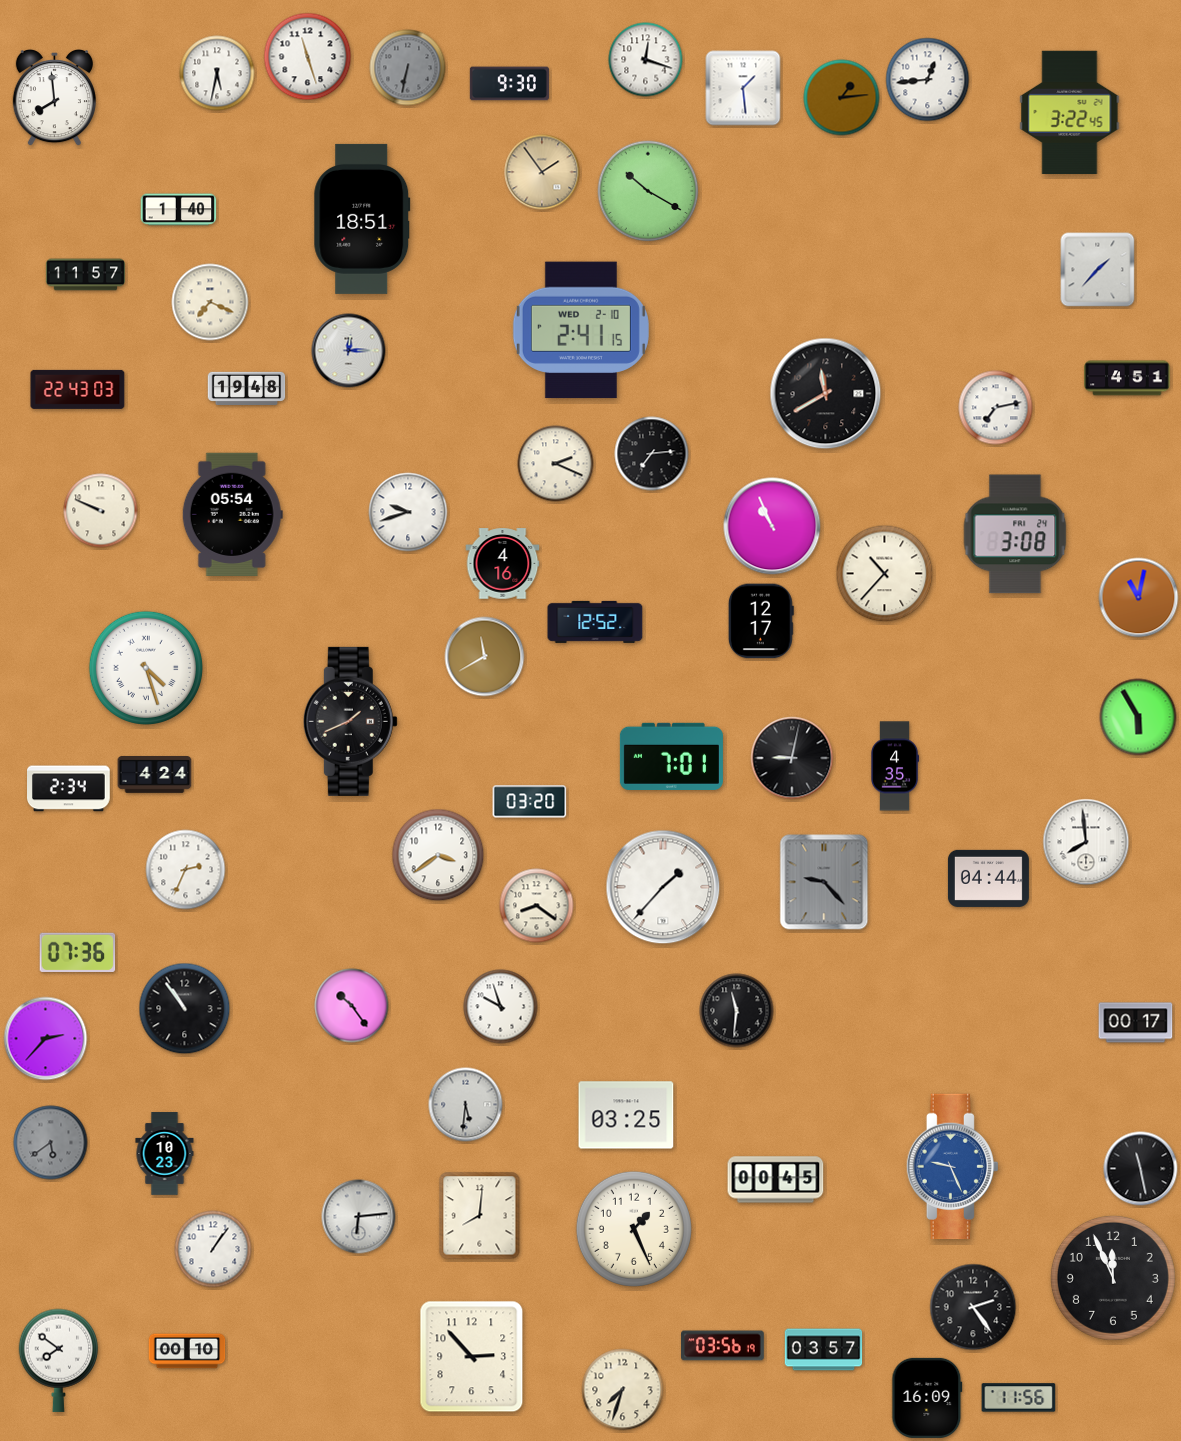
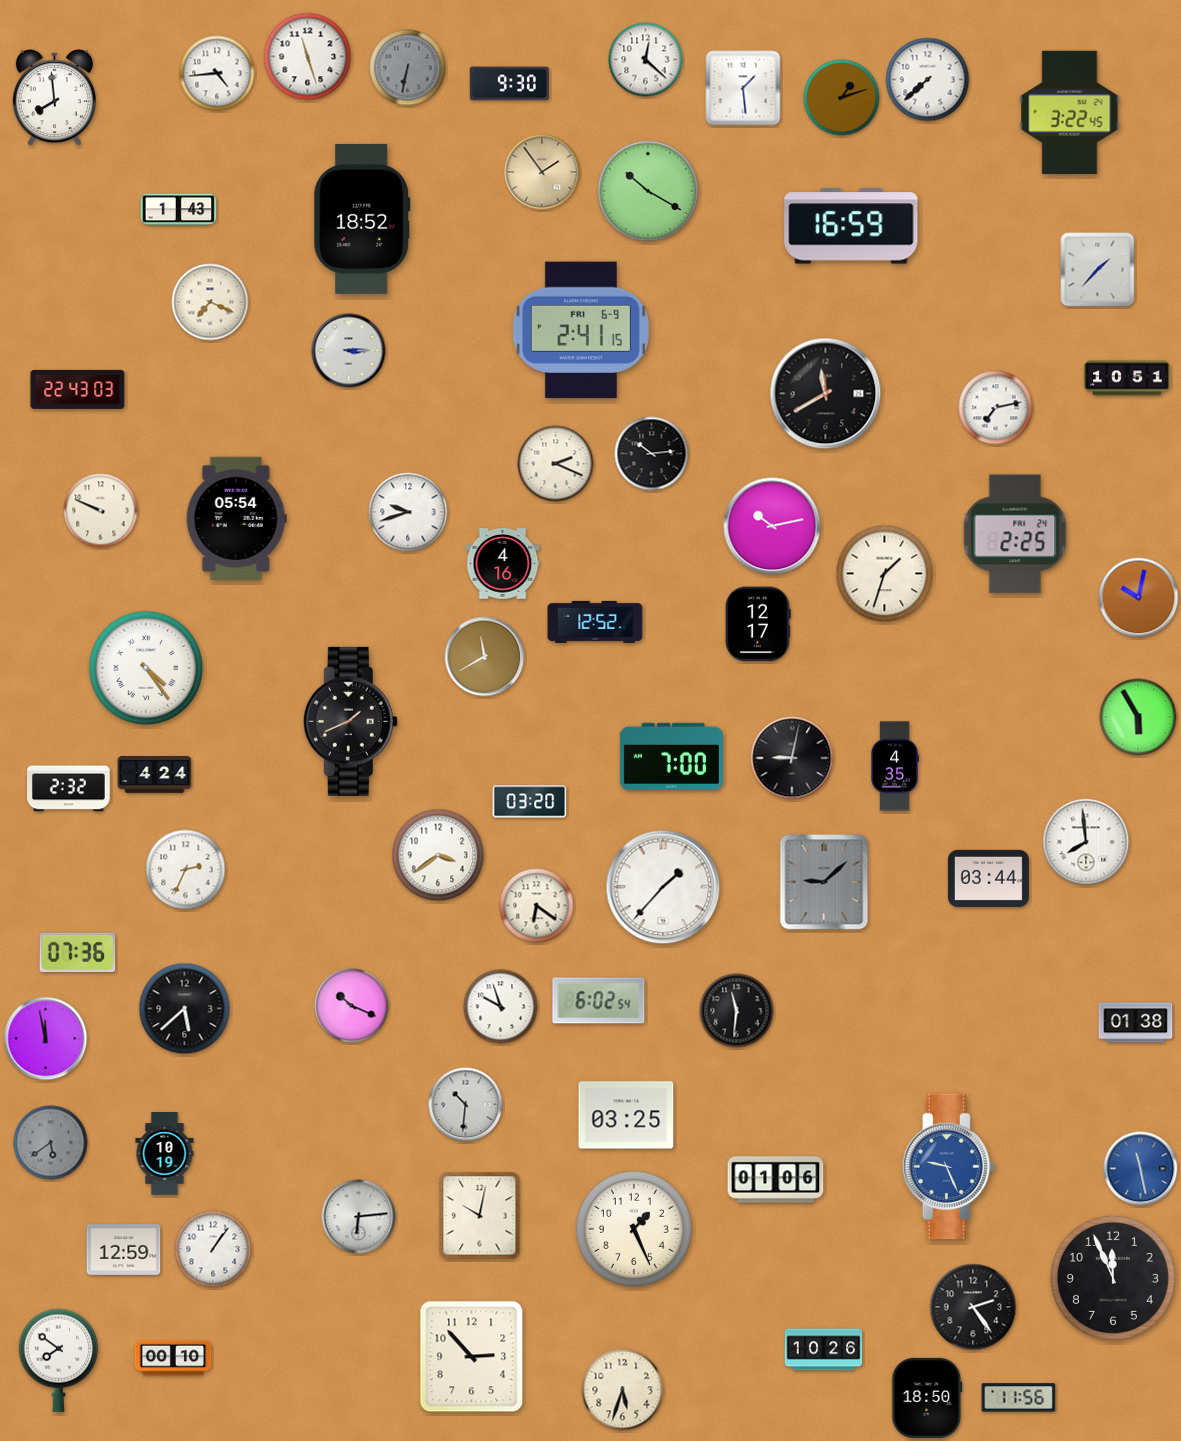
clock at (646, 60): 12:18 -> 12:22
clock at (217, 73): 5:32 -> 4:44
clock at (928, 80): 12:44 -> 7:38
clock at (842, 98): 1:14 -> 1:12
clock at (179, 210): 1:40 -> 1:43
clock at (362, 219): 18:51 -> 18:52
clock at (851, 226): none -> 16:59
clock at (85, 275): 11:57 -> none
clock at (581, 330) date: WED 2-10 -> FRI 6-9
clock at (349, 351): 12:15 -> 3:15
clock at (1127, 378): 4:51 -> 10:51
clock at (247, 388): 19:48 -> none
clock at (652, 454): 7:14 -> 10:14
clock at (232, 514) position: (232, 514) -> (236, 518)
clock at (772, 526): 10:56 -> 10:13
clock at (1015, 534): 3:08 -> 2:25
clock at (885, 574): 10:37 -> 1:33
clock at (1139, 598): 11:02 -> 10:02
clock at (761, 621) position: (761, 621) -> (758, 624)
clock at (146, 668): 4:27 -> 4:24
clock at (671, 756): 7:01 -> 7:00
clock at (69, 789): 2:34 -> 2:32
clock at (988, 878): 04:44 -> 03:44
clock at (824, 882): 9:23 -> 9:08
clock at (537, 906): 8:21 -> 6:21
clock at (599, 1001): none -> 6:02
clock at (352, 1006): 10:24 -> 10:19
clock at (185, 1009): 10:54 -> 5:38
clock at (1136, 1023): 00:17 -> 01:38
clock at (46, 1039): 2:37 -> 11:58
clock at (466, 1105): 5:31 -> 10:31
clock at (165, 1154): 10:23 -> 10:19
clock at (952, 1167) position: (952, 1167) -> (948, 1167)
clock at (1141, 1169) dial: black -> blue
clock at (776, 1180): 00:45 -> 01:06
clock at (480, 1216): 8:01 -> 10:02
clock at (124, 1250): none -> 12:59
clock at (723, 1346): 03:56 -> none
clock at (824, 1350): 03:57 -> 10:26
clock at (187, 1351) position: (187, 1351) -> (173, 1358)
clock at (623, 1390): 7:33 -> 5:33
clock at (927, 1398): 16:09 -> 18:50
